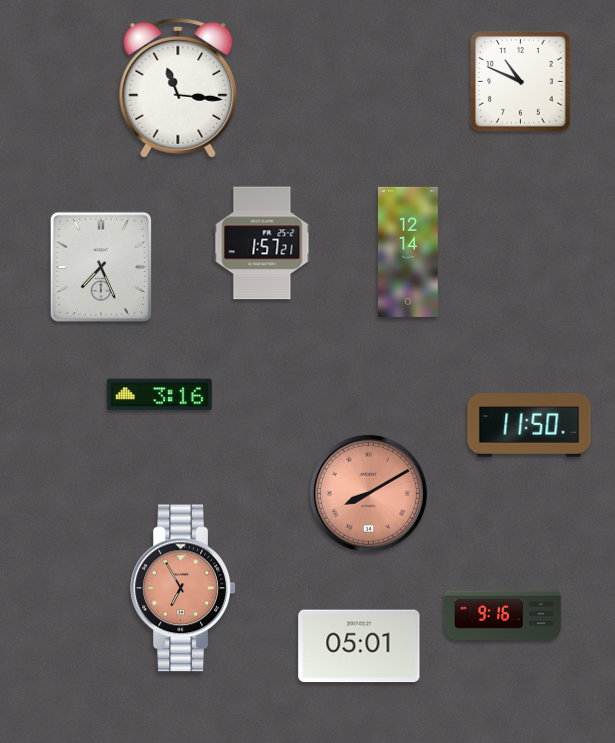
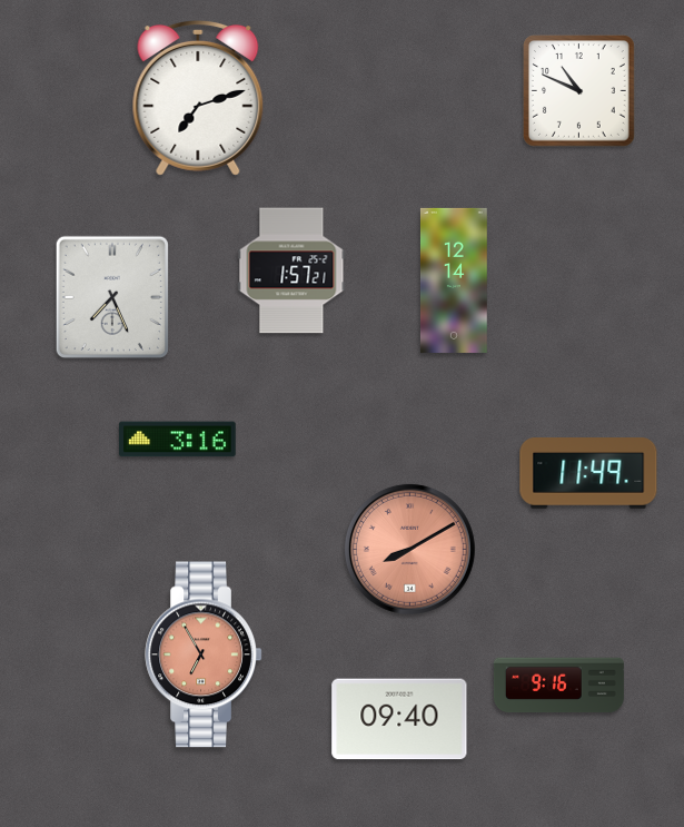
clock at (178, 88): 11:16 -> 7:12
clock at (529, 426): 11:50 -> 11:49
clock at (359, 646): 05:01 -> 09:40
